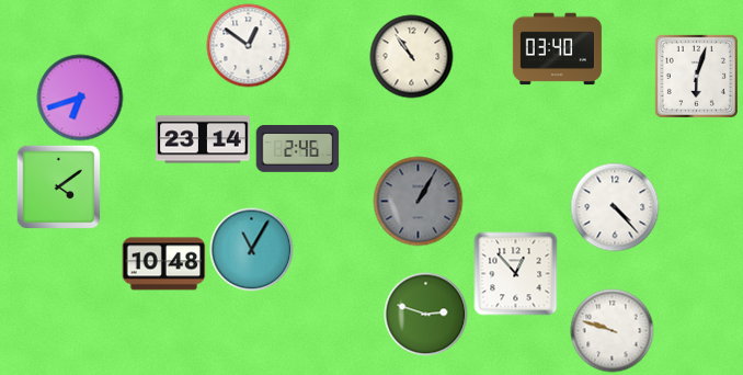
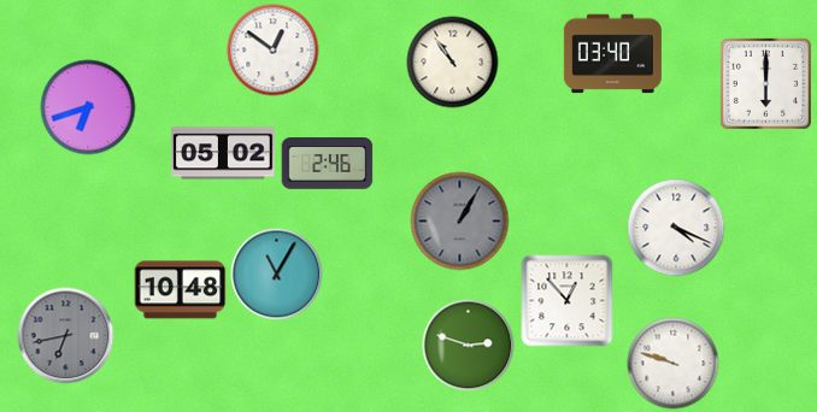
clock at (696, 76): 6:03 -> 6:00
clock at (203, 139): 23:14 -> 05:02
clock at (58, 186): 4:09 -> none
clock at (615, 207): 4:23 -> 4:19
clock at (66, 336): none -> 6:43
